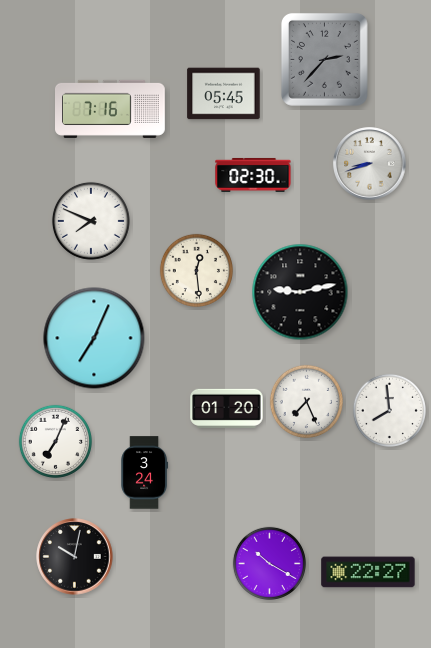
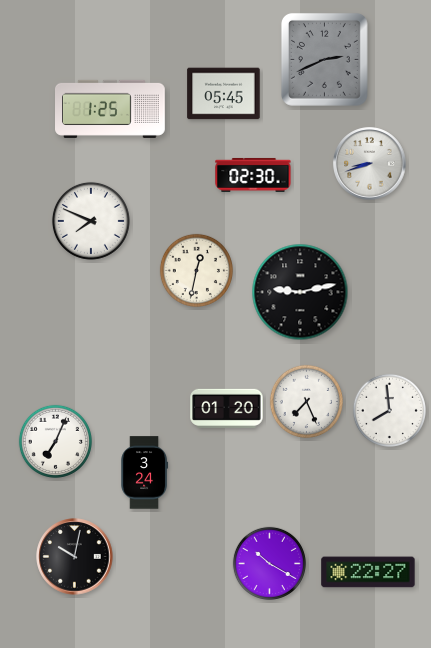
clock at (324, 59): 2:37 -> 2:41
clock at (111, 109): 7:16 -> 1:25
clock at (196, 270): 12:29 -> 12:32
clock at (94, 338): 7:04 -> none
